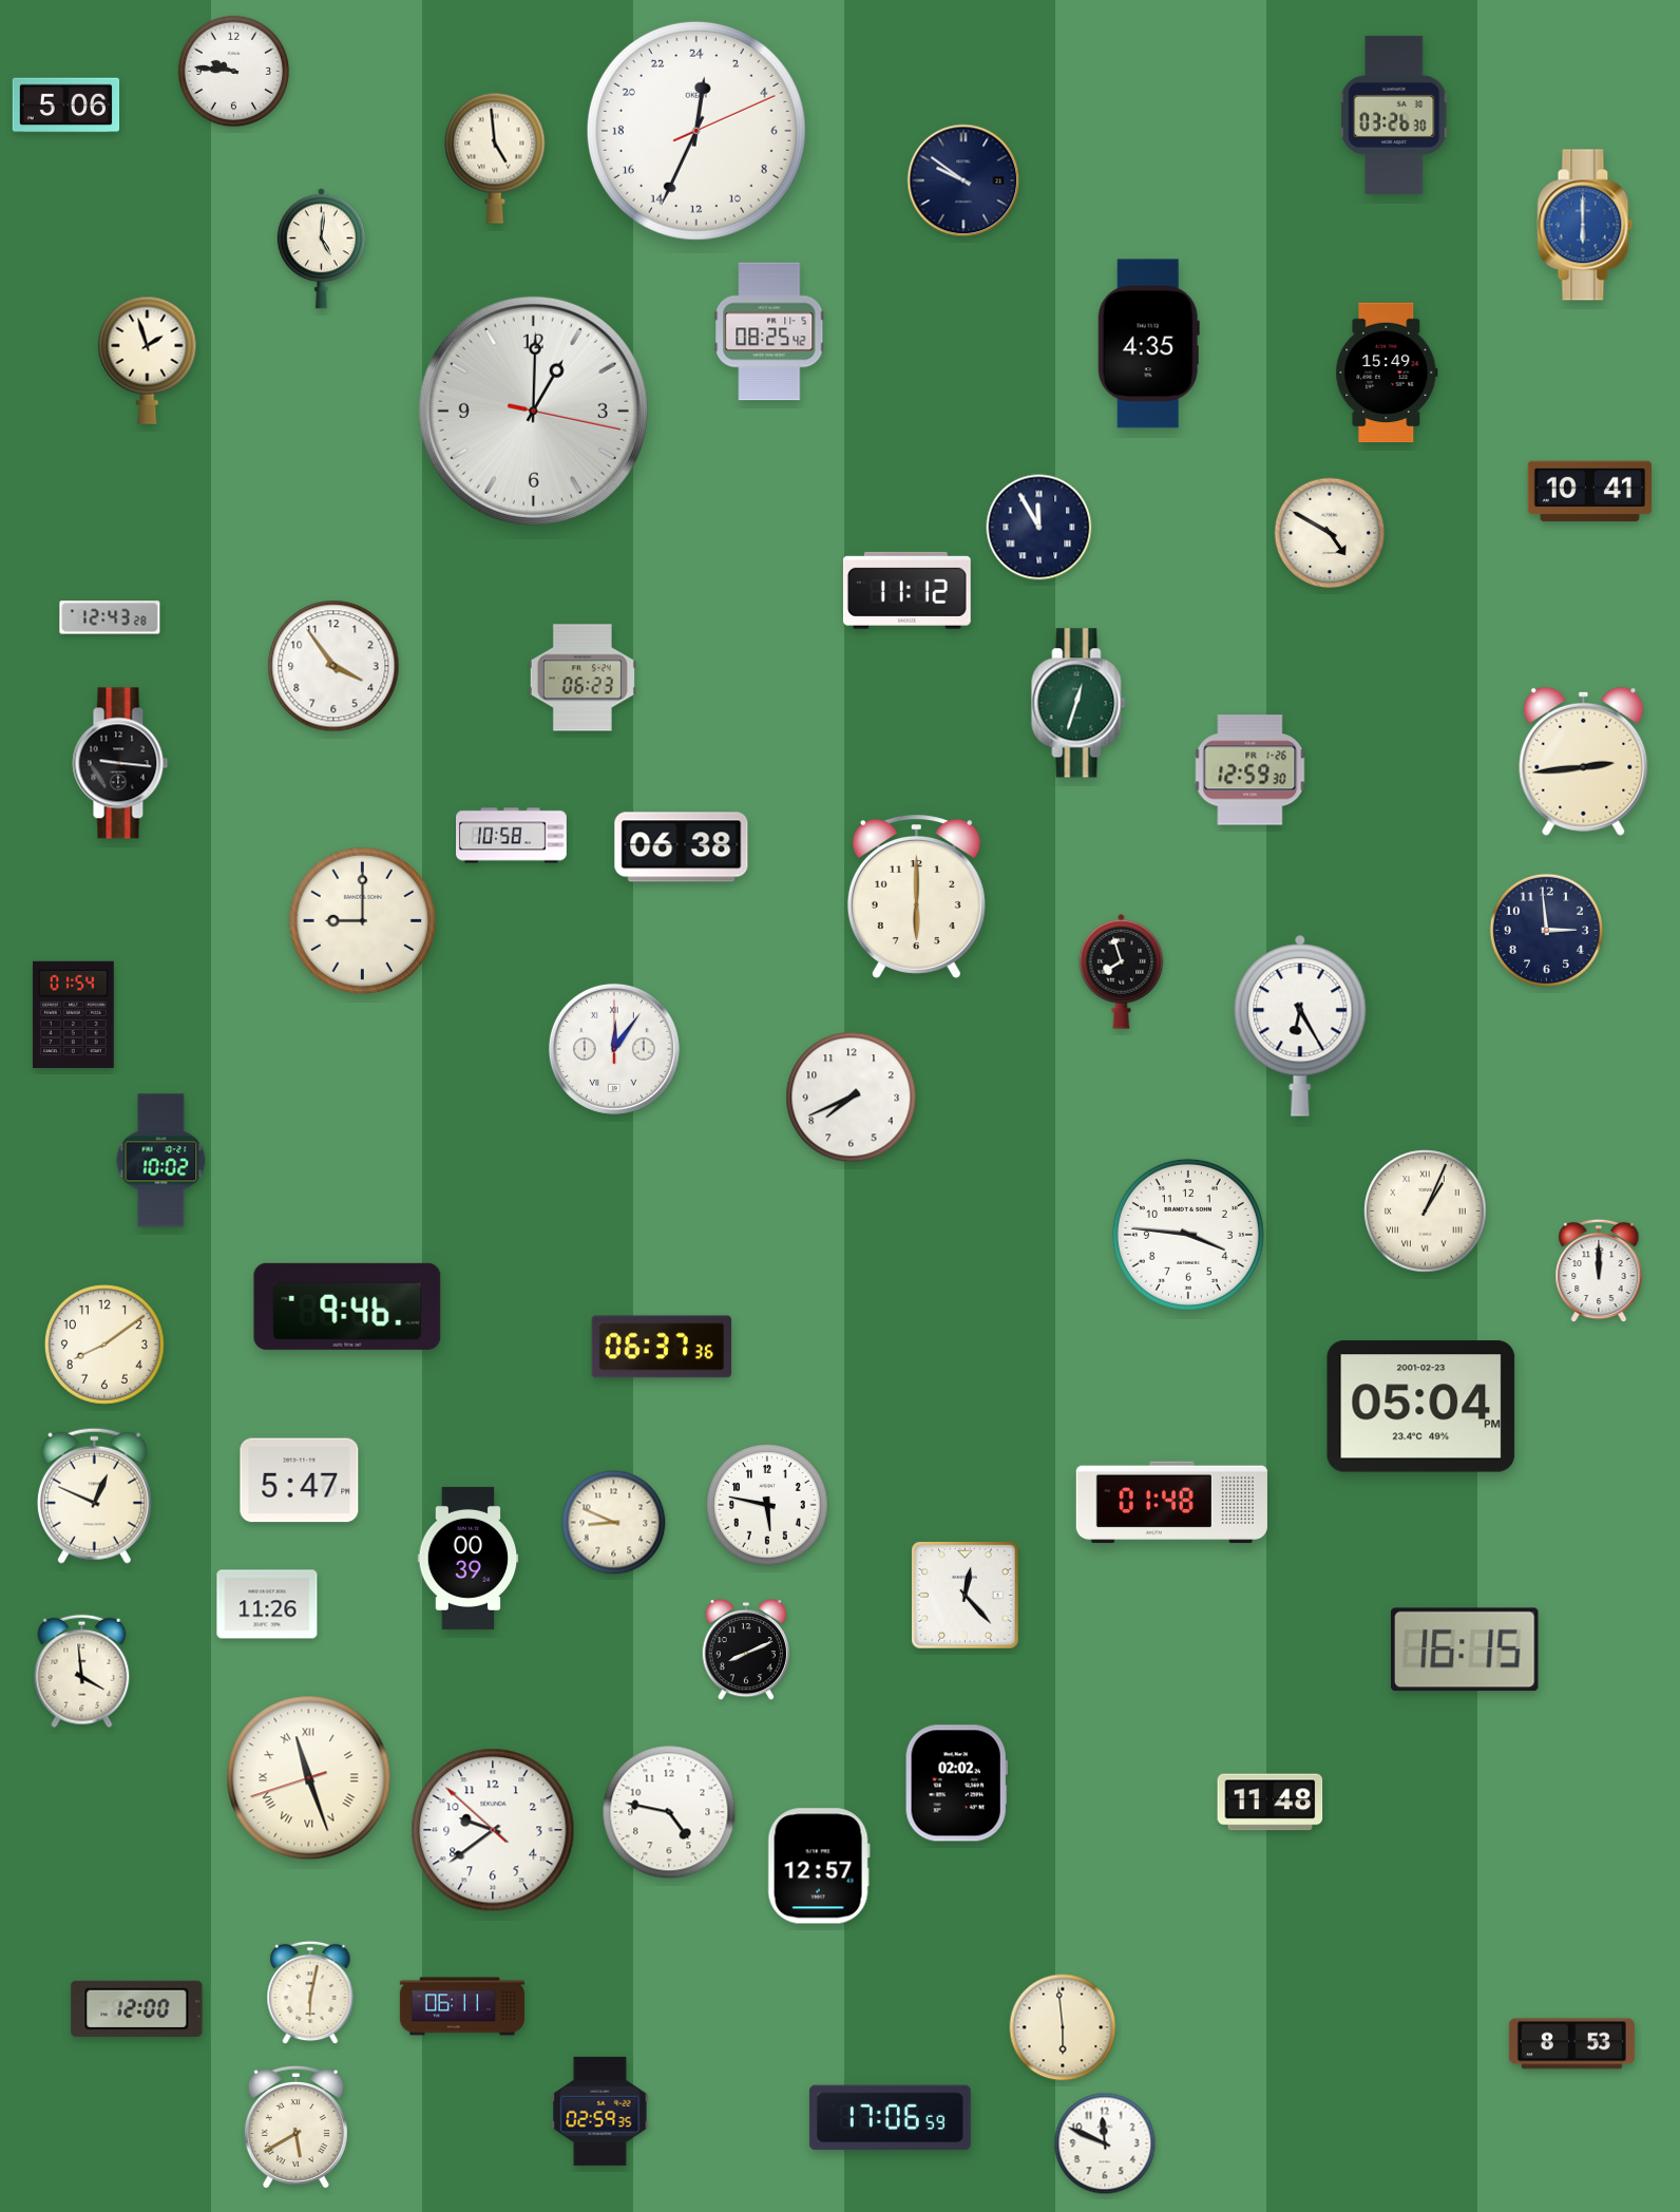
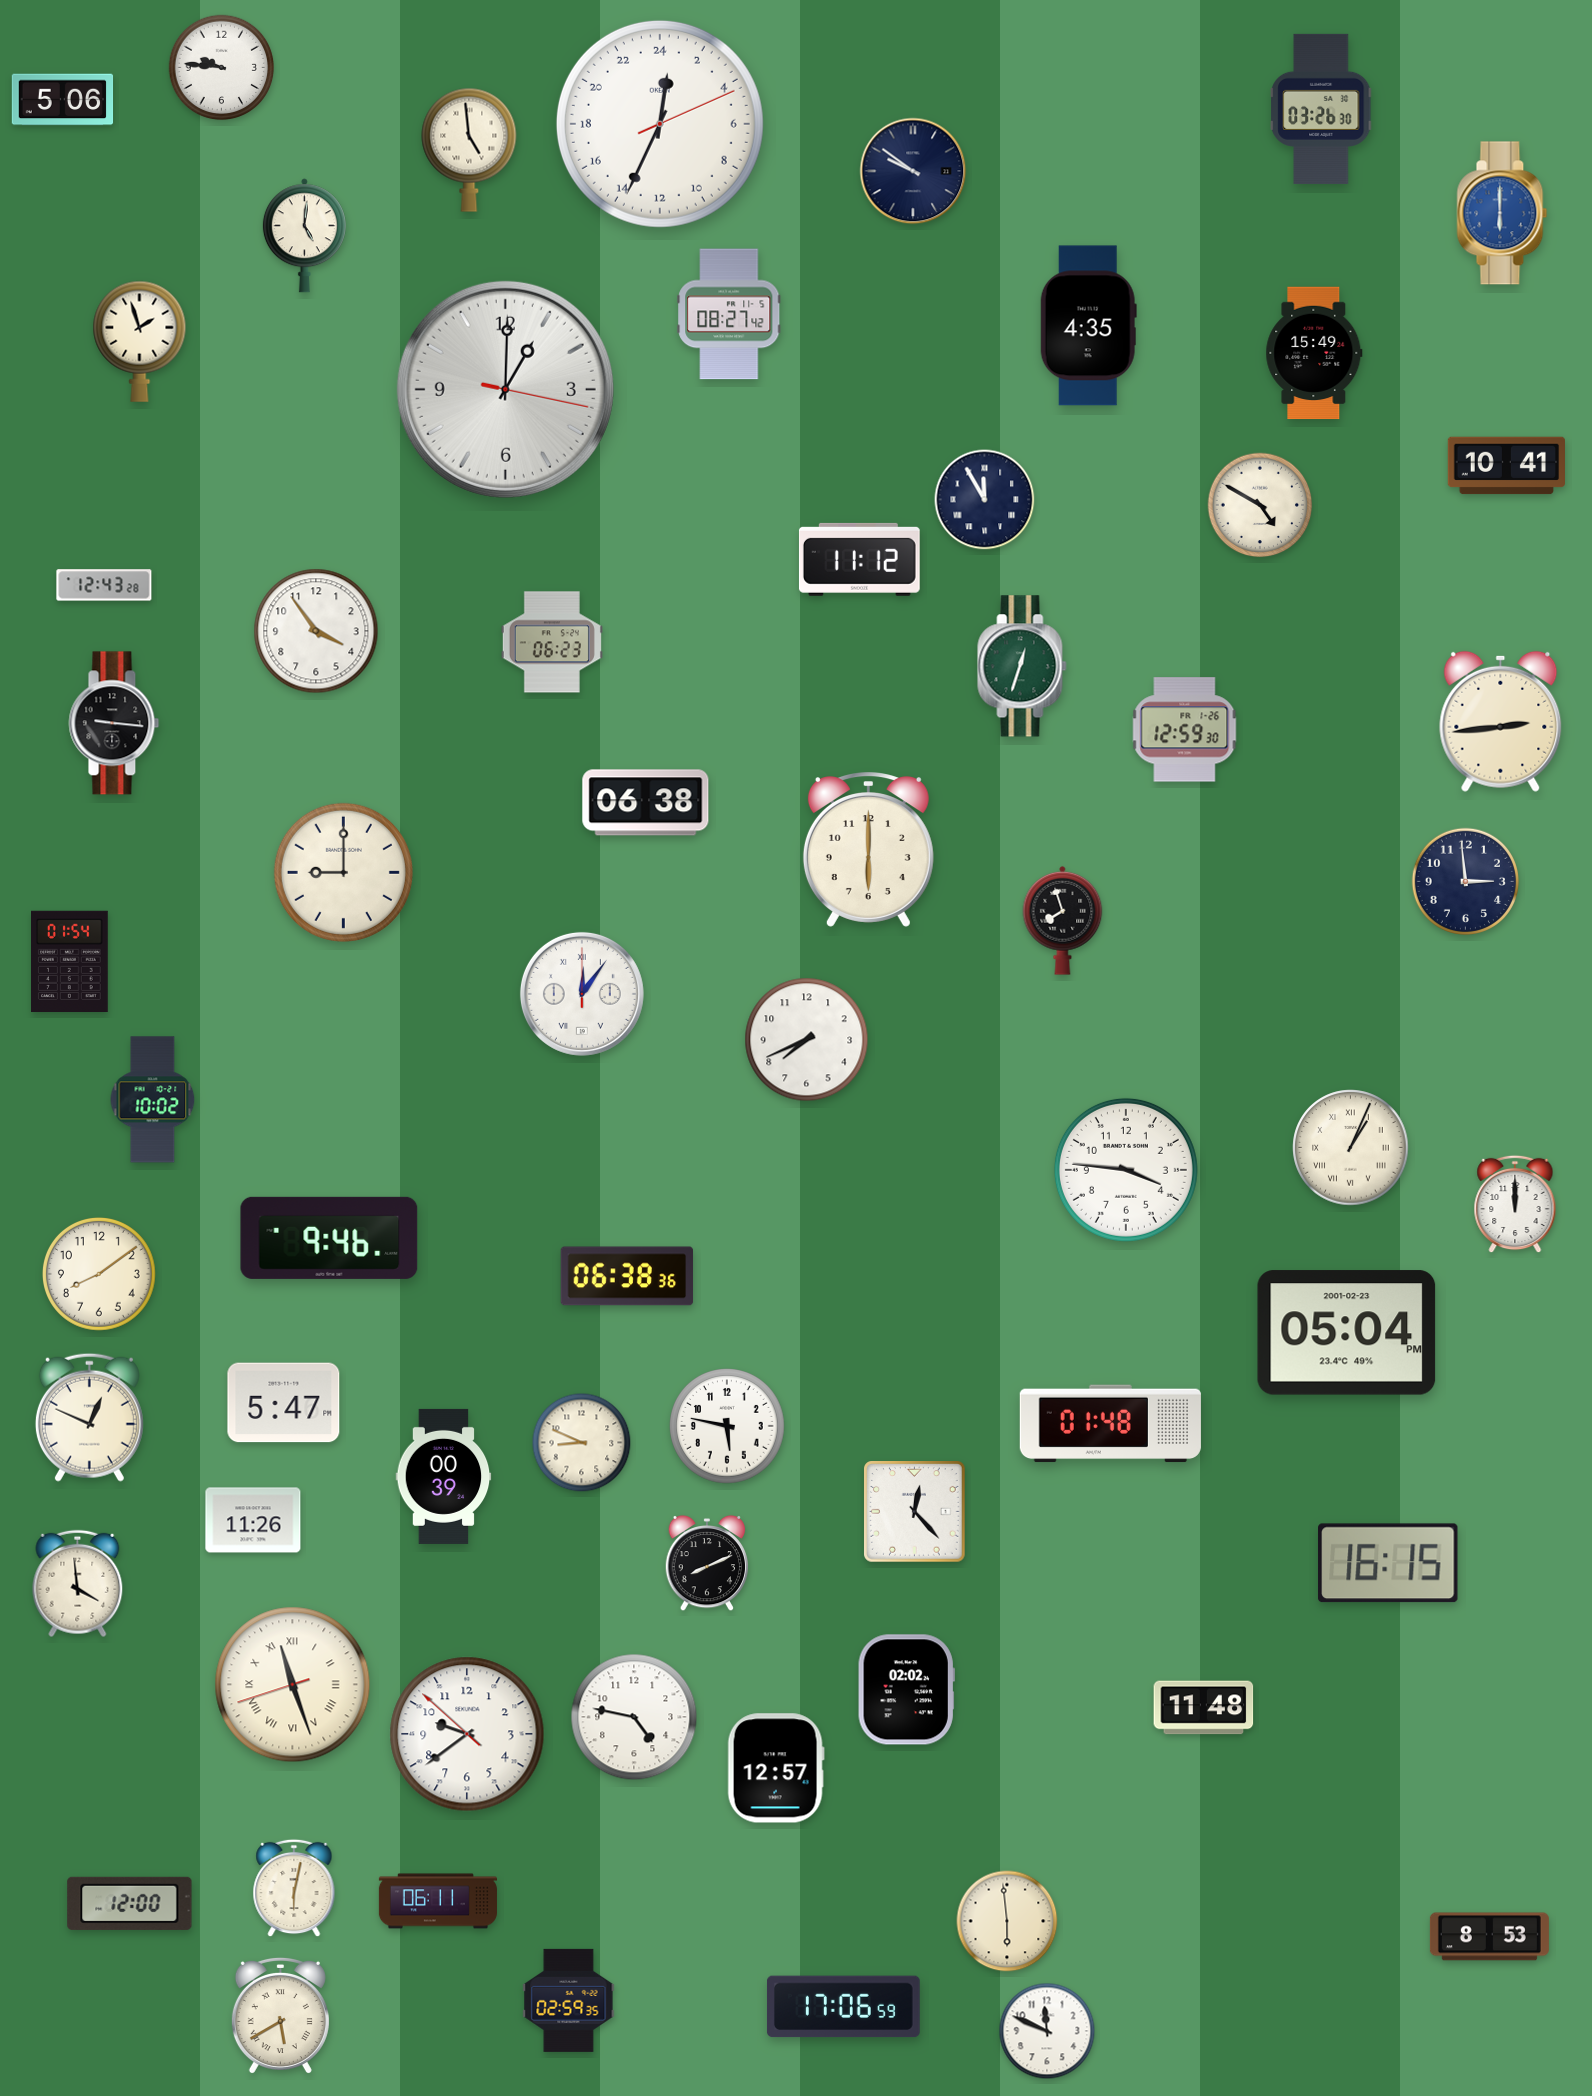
clock at (769, 331): 08:25 -> 08:27
clock at (512, 836): 10:58 -> none
clock at (1300, 1026): 6:25 -> none
clock at (662, 1347): 06:37 -> 06:38
